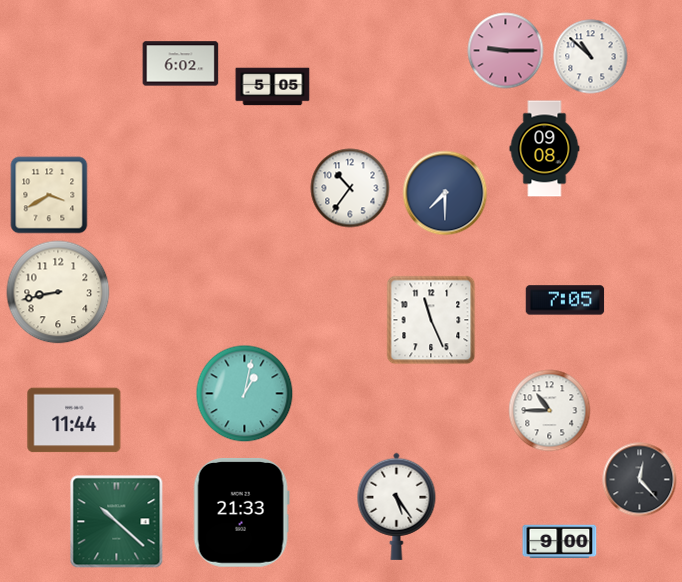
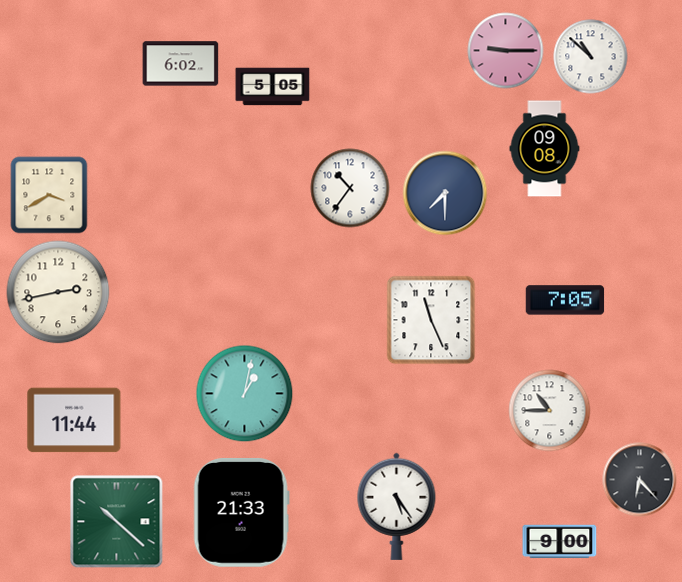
clock at (58, 292): 8:43 -> 2:43
clock at (640, 480): 12:23 -> 6:23
